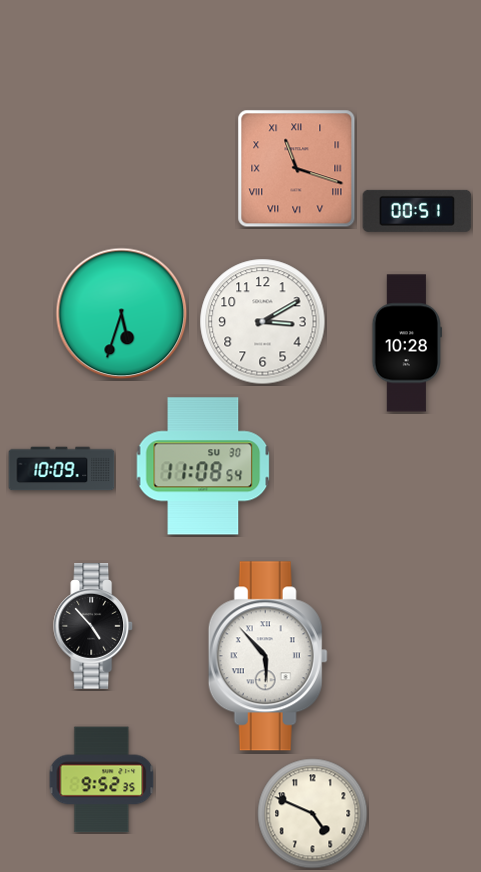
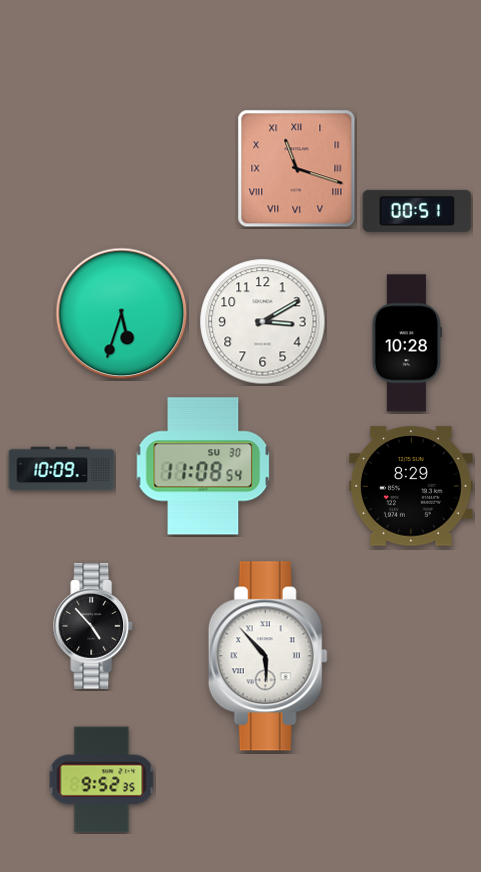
clock at (412, 486): none -> 8:29
clock at (313, 814): 4:49 -> none
